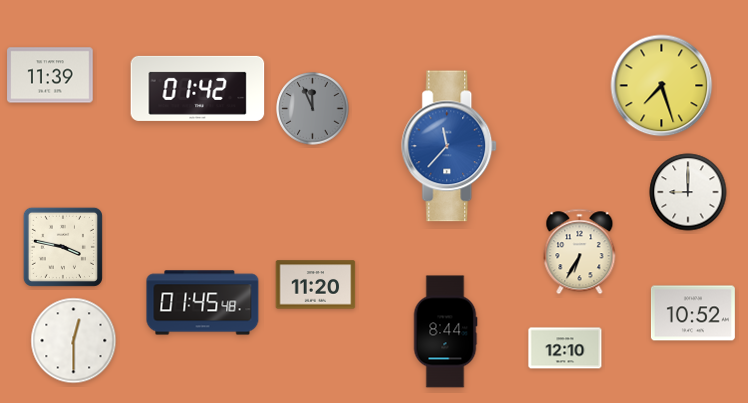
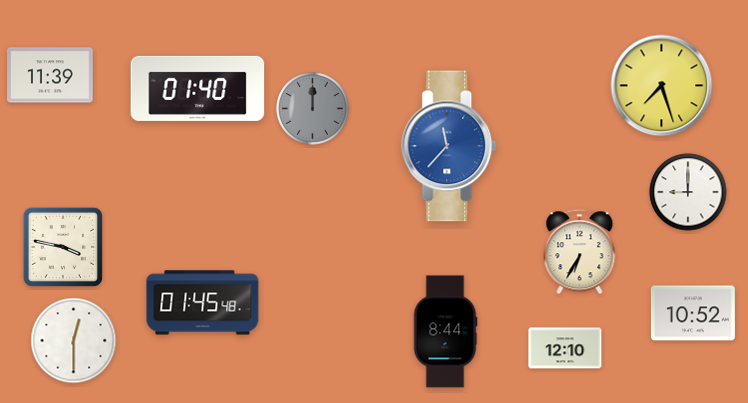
clock at (198, 88): 01:42 -> 01:40
clock at (313, 109): 11:56 -> 12:00
clock at (316, 285): 11:20 -> none
